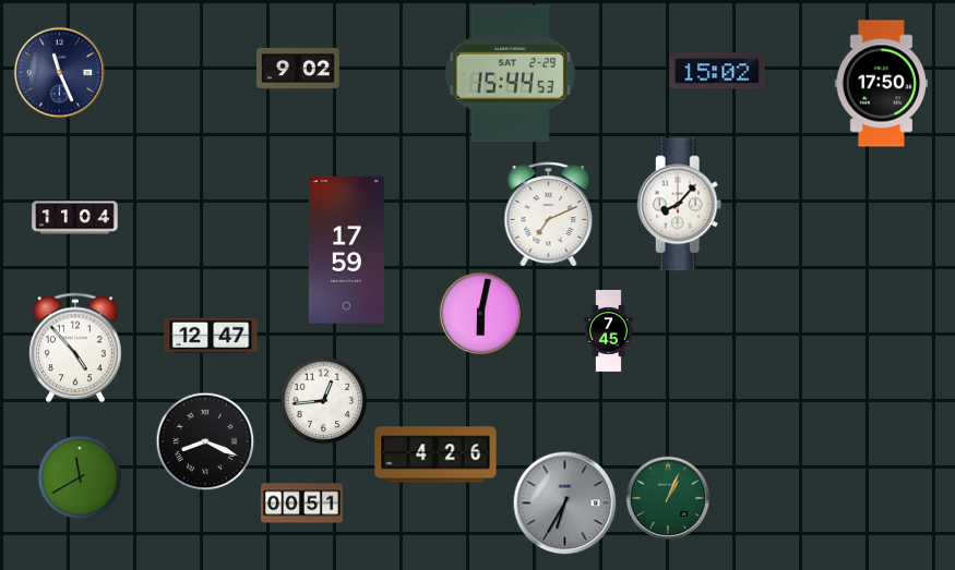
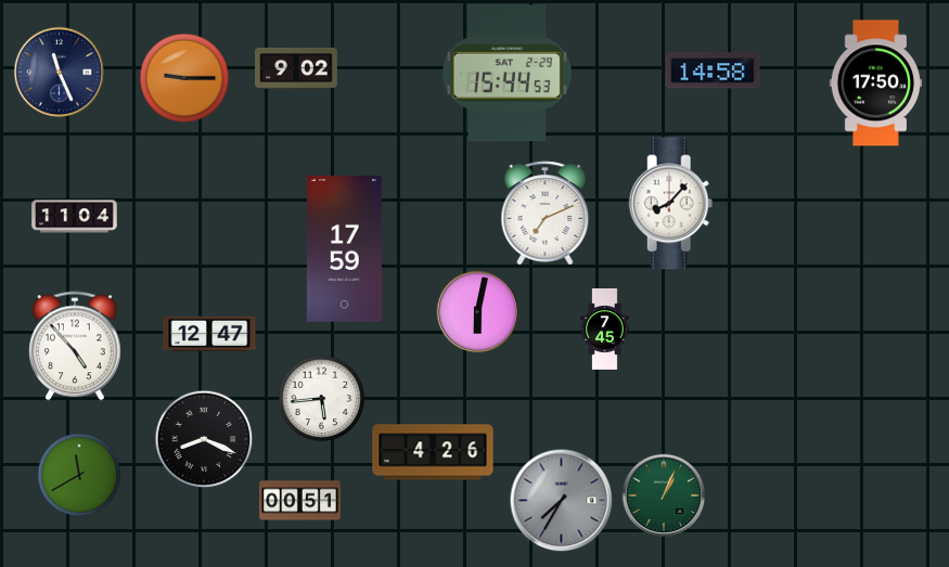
clock at (717, 71): 15:02 -> 14:58
clock at (184, 78): none -> 9:15
clock at (680, 205) position: (680, 205) -> (671, 204)
clock at (324, 401): 12:44 -> 5:44
clock at (565, 504): 6:35 -> 7:35
